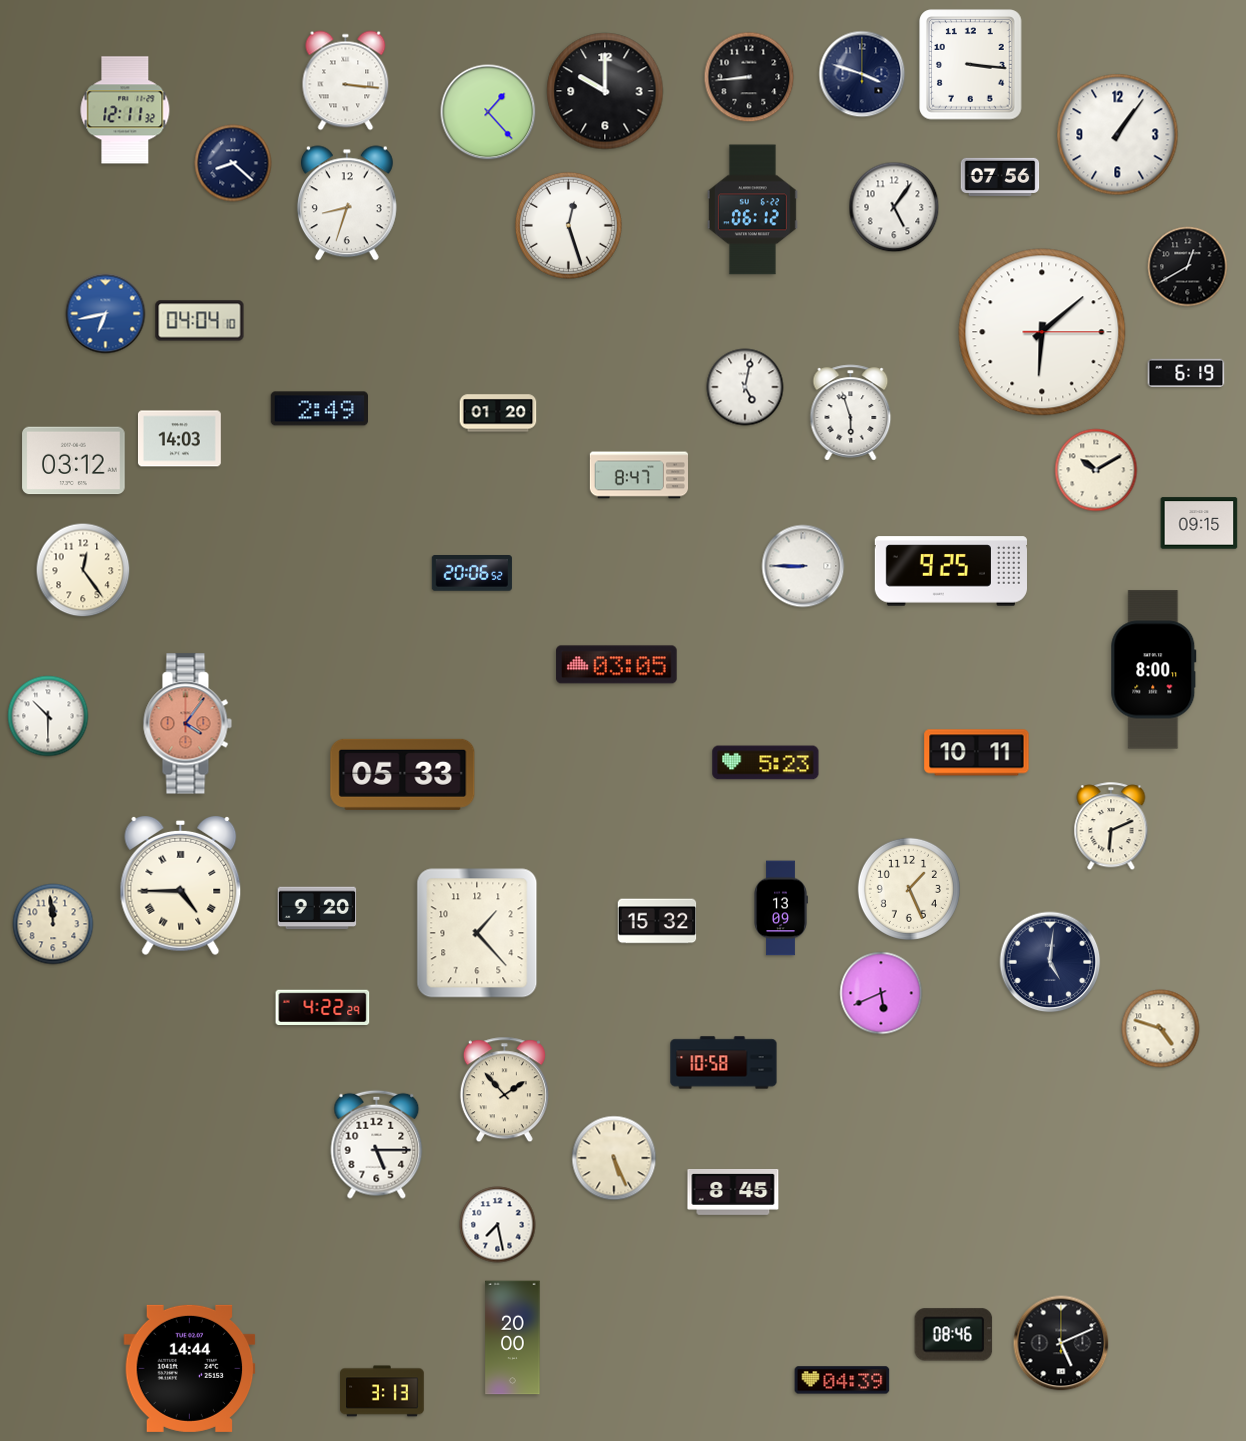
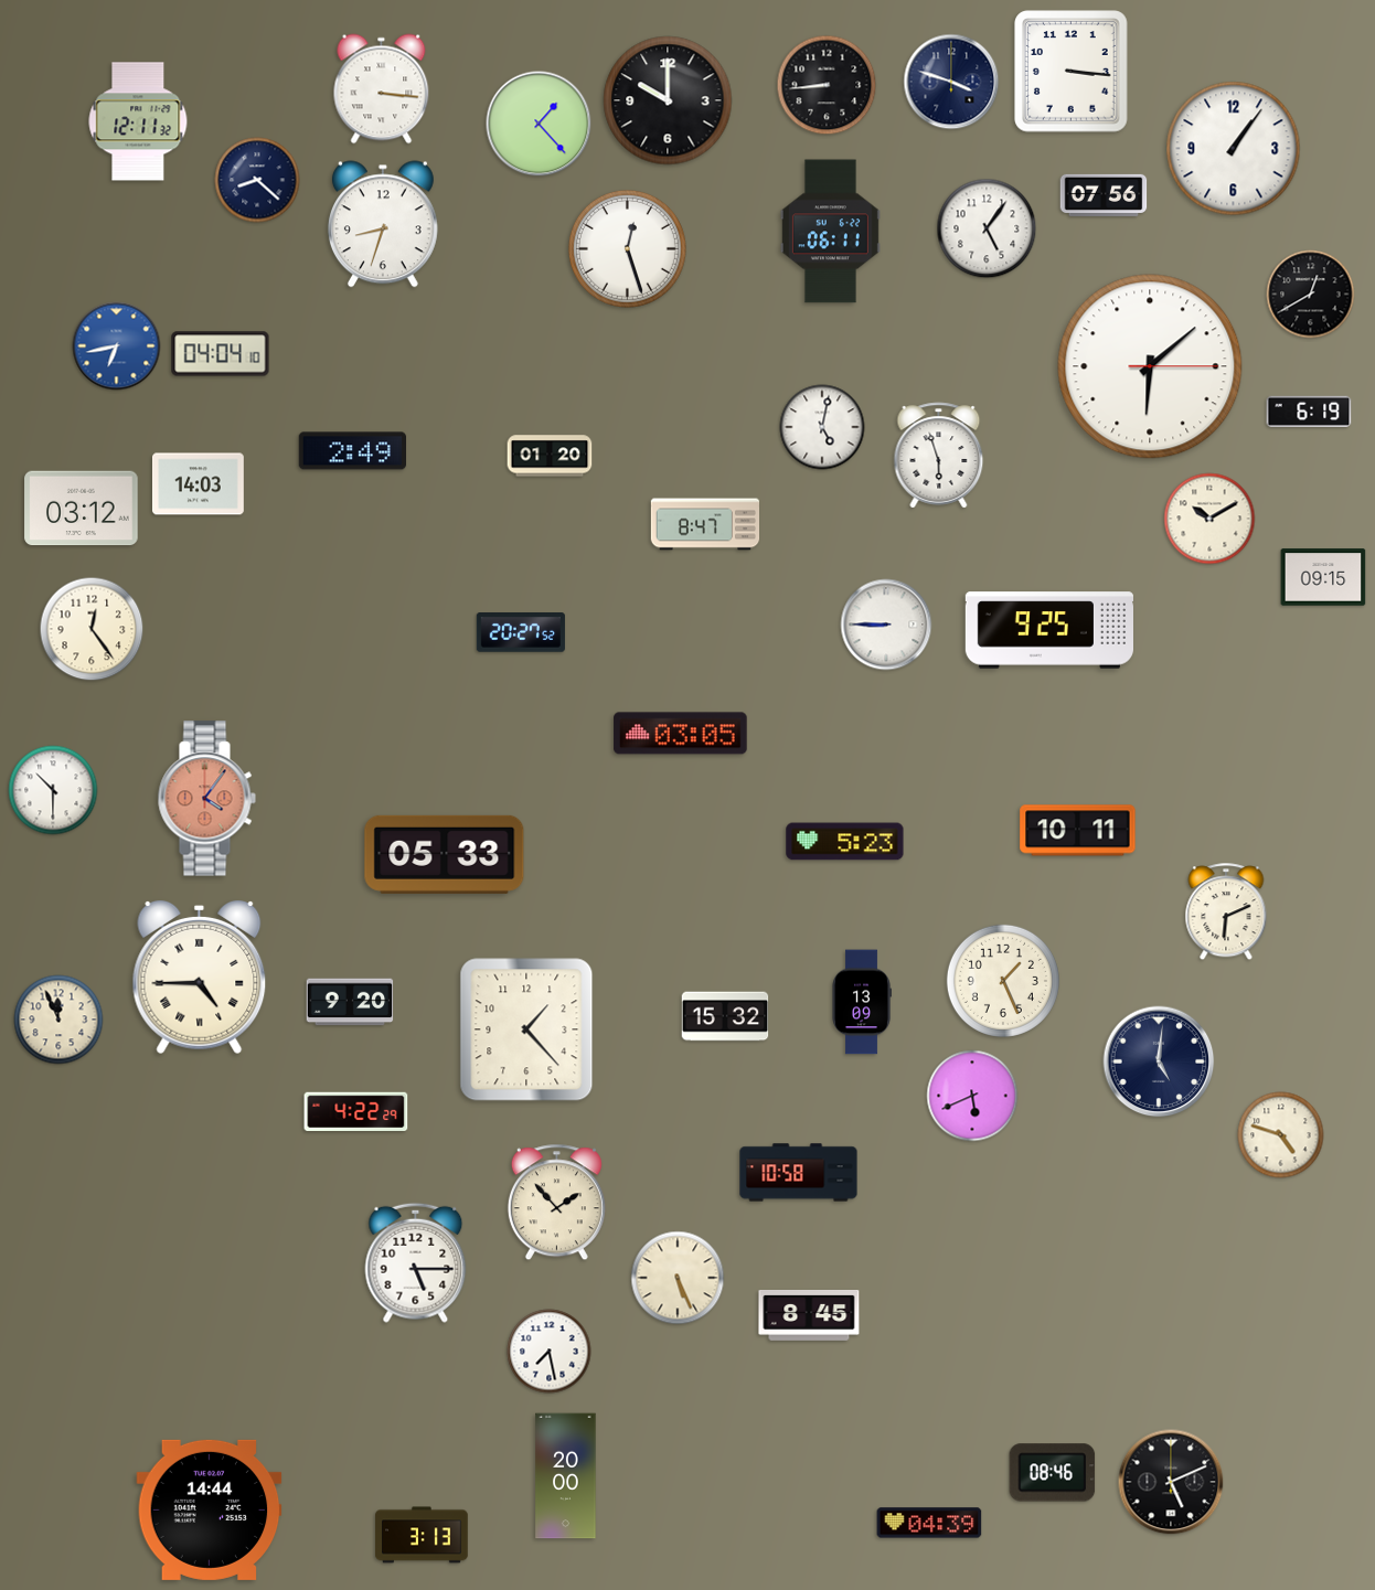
clock at (752, 210): 06:12 -> 06:11
clock at (472, 574): 20:06 -> 20:27
clock at (1154, 670): 8:00 -> none
clock at (53, 924): 11:59 -> 11:56
